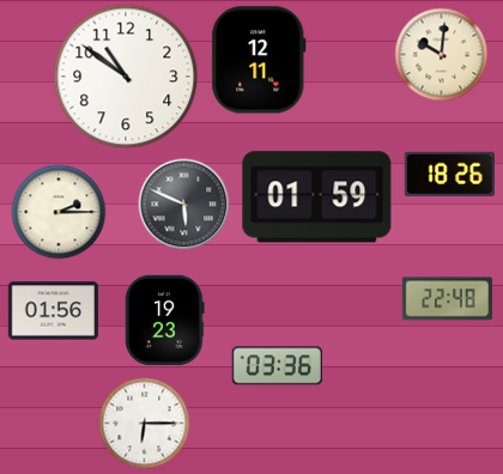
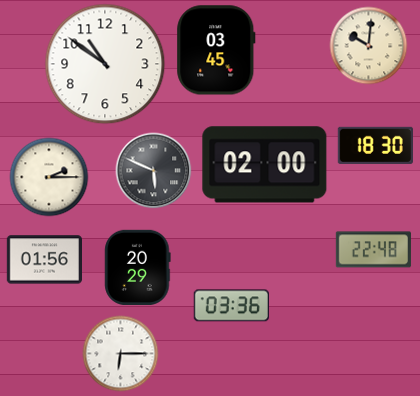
clock at (259, 60): 12:11 -> 03:45
clock at (449, 174): 18:26 -> 18:30
clock at (317, 197): 01:59 -> 02:00
clock at (165, 320): 19:23 -> 20:29
